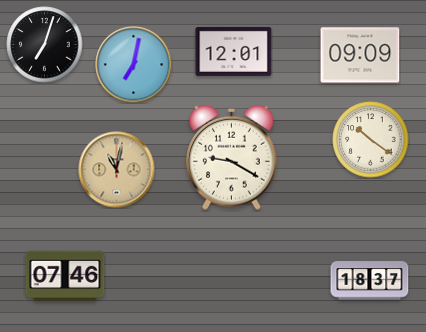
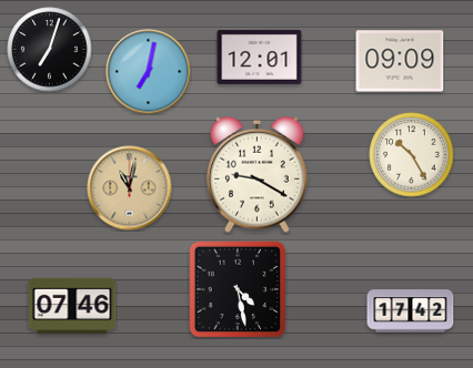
clock at (371, 140): 10:21 -> 10:25
clock at (238, 289): none -> 4:28
clock at (370, 281): 18:37 -> 17:42
